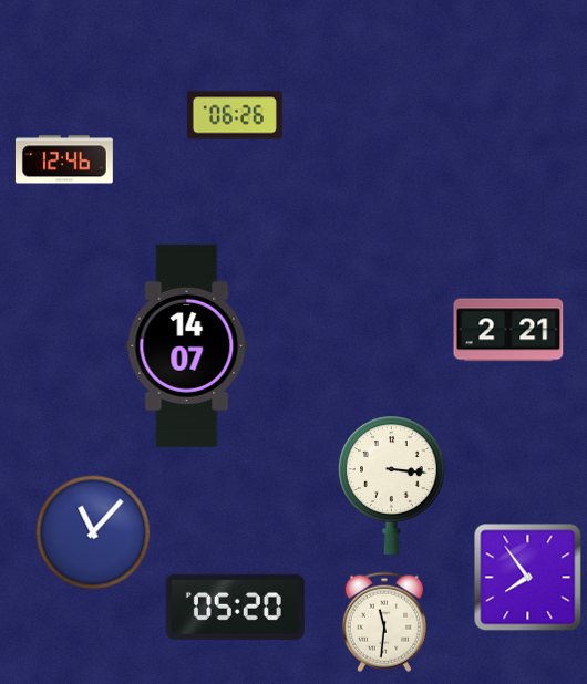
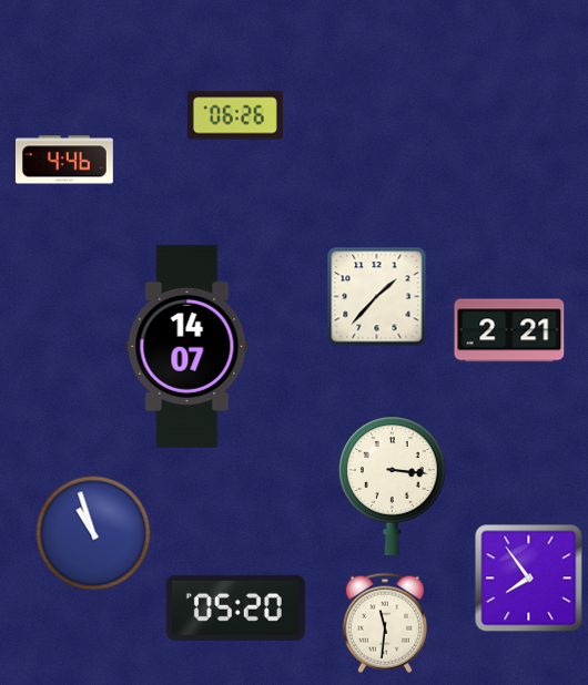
clock at (64, 159): 12:46 -> 4:46
clock at (377, 297): none -> 1:37
clock at (93, 532): 11:07 -> 10:57
